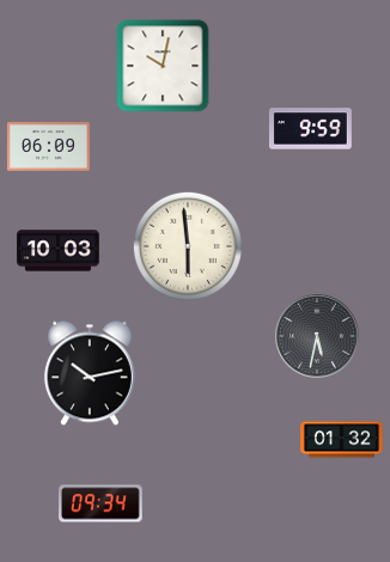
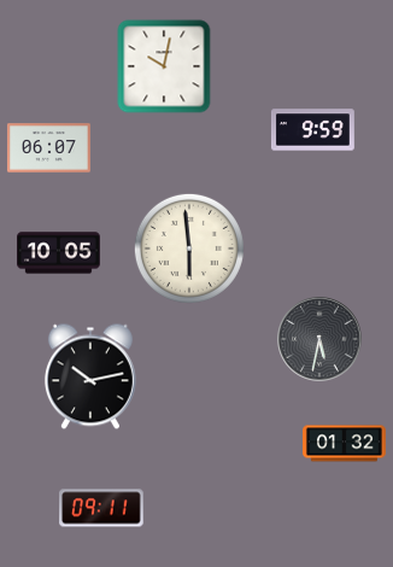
clock at (48, 147): 06:09 -> 06:07
clock at (59, 251): 10:03 -> 10:05
clock at (100, 503): 09:34 -> 09:11
